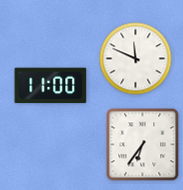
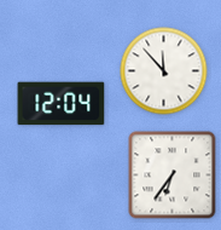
clock at (136, 59): 11:49 -> 11:53
clock at (51, 86): 11:00 -> 12:04
